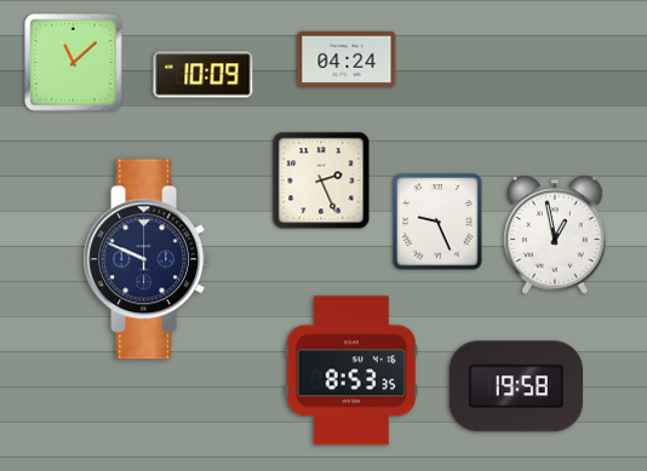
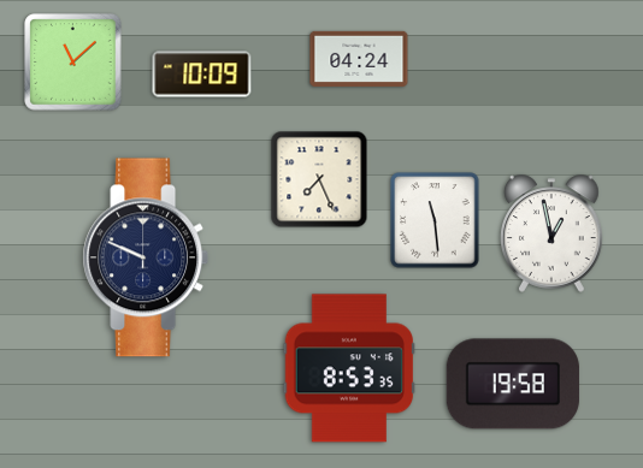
clock at (347, 59) position: (347, 59) -> (359, 59)
clock at (321, 180): 2:26 -> 7:26
clock at (437, 222): 9:26 -> 11:29
